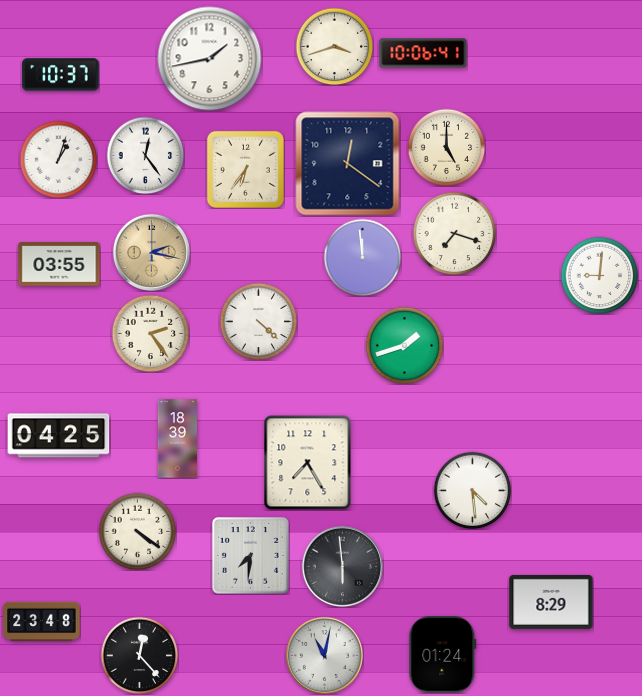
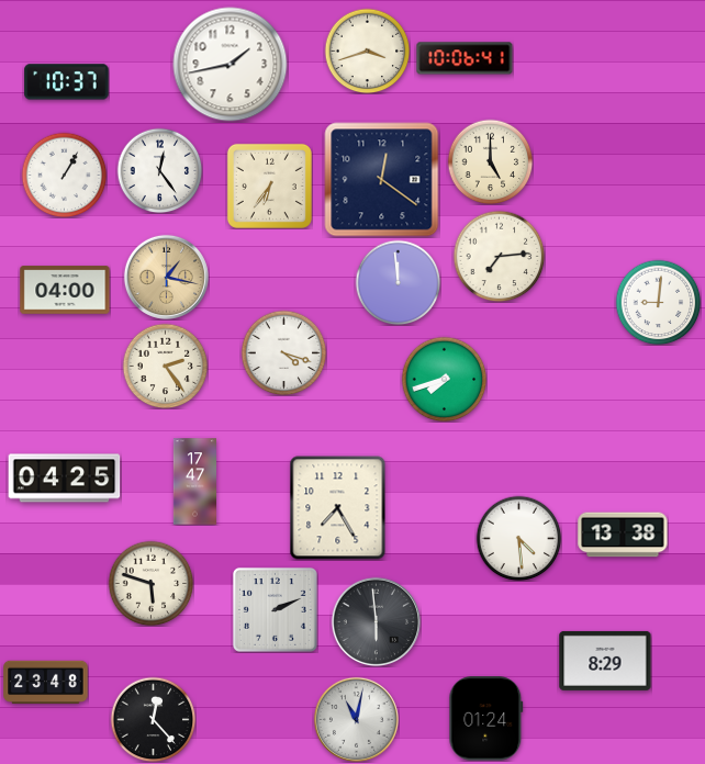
clock at (58, 159): 1:03 -> 1:05
clock at (454, 233): 7:18 -> 7:14
clock at (151, 252): 2:17 -> 1:17
clock at (59, 264): 03:55 -> 04:00
clock at (258, 321): 4:22 -> 4:18
clock at (404, 345): 1:42 -> 7:42
clock at (177, 439): 18:39 -> 17:47
clock at (623, 535): none -> 13:38
clock at (137, 531): 4:21 -> 5:48
clock at (250, 555): 7:31 -> 2:11
